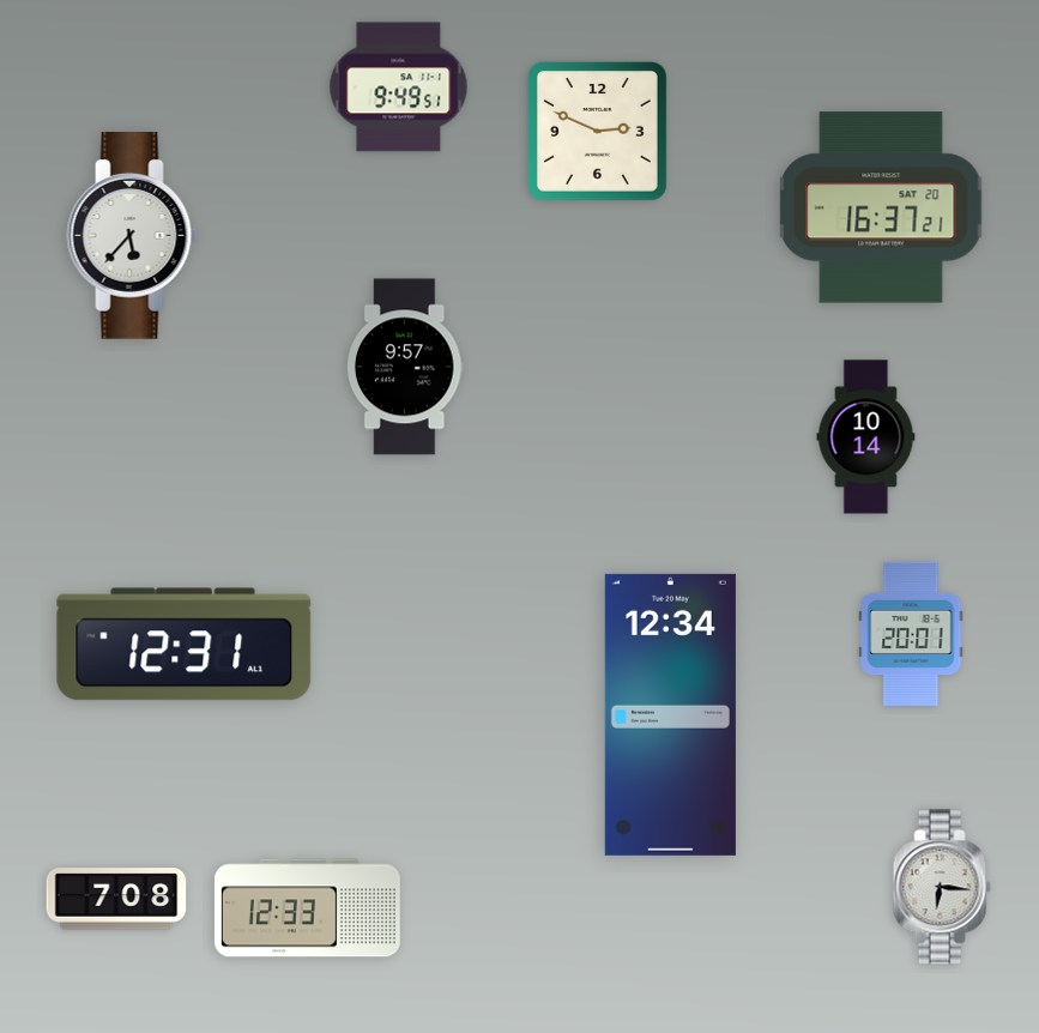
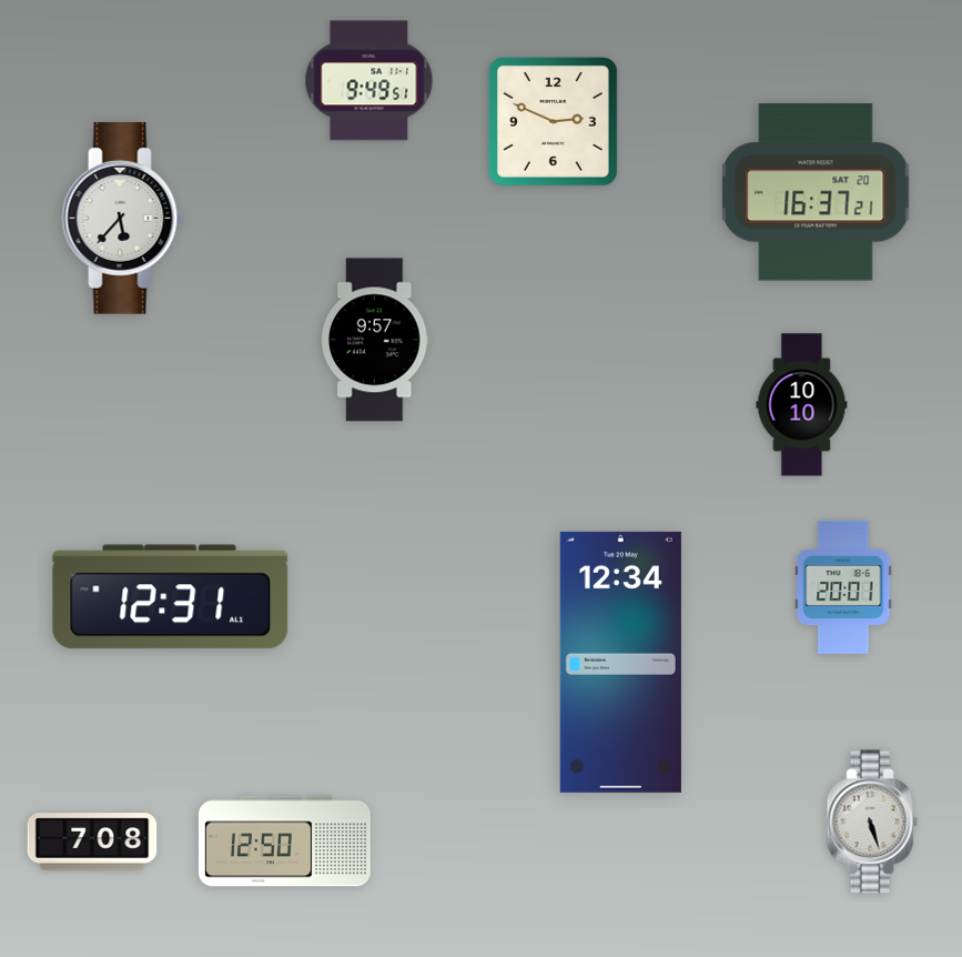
clock at (866, 437): 10:14 -> 10:10
clock at (942, 887): 6:16 -> 5:27
clock at (116, 899) position: (116, 899) -> (92, 842)
clock at (307, 908): 12:33 -> 12:50
